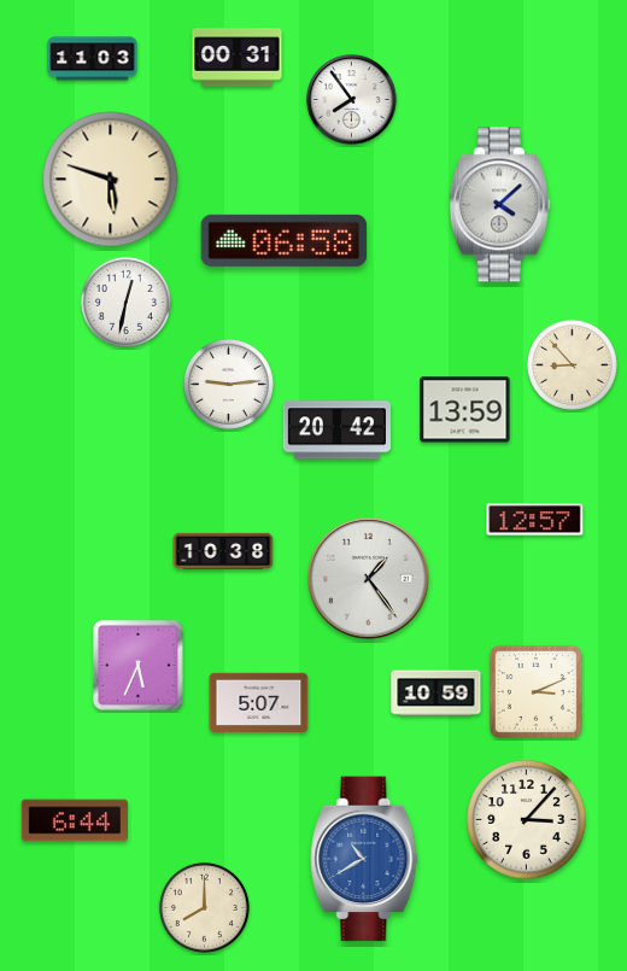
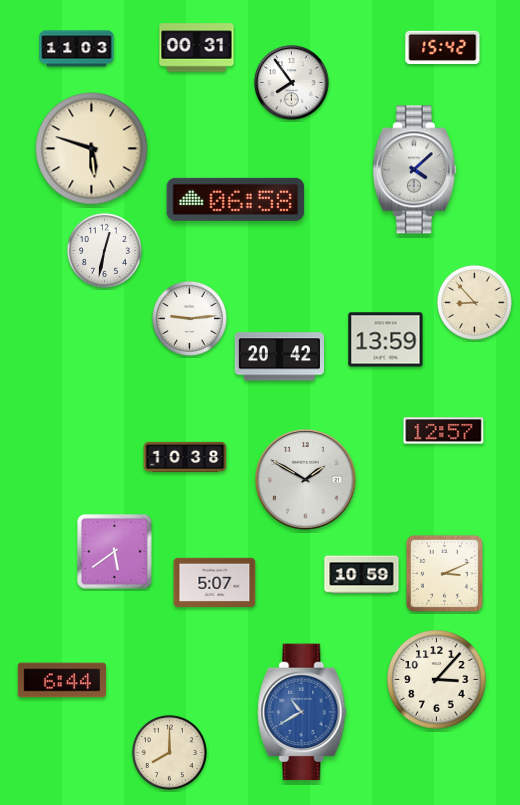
clock at (443, 47): none -> 15:42
clock at (369, 579): 1:24 -> 1:50
clock at (139, 666): 5:34 -> 5:39
